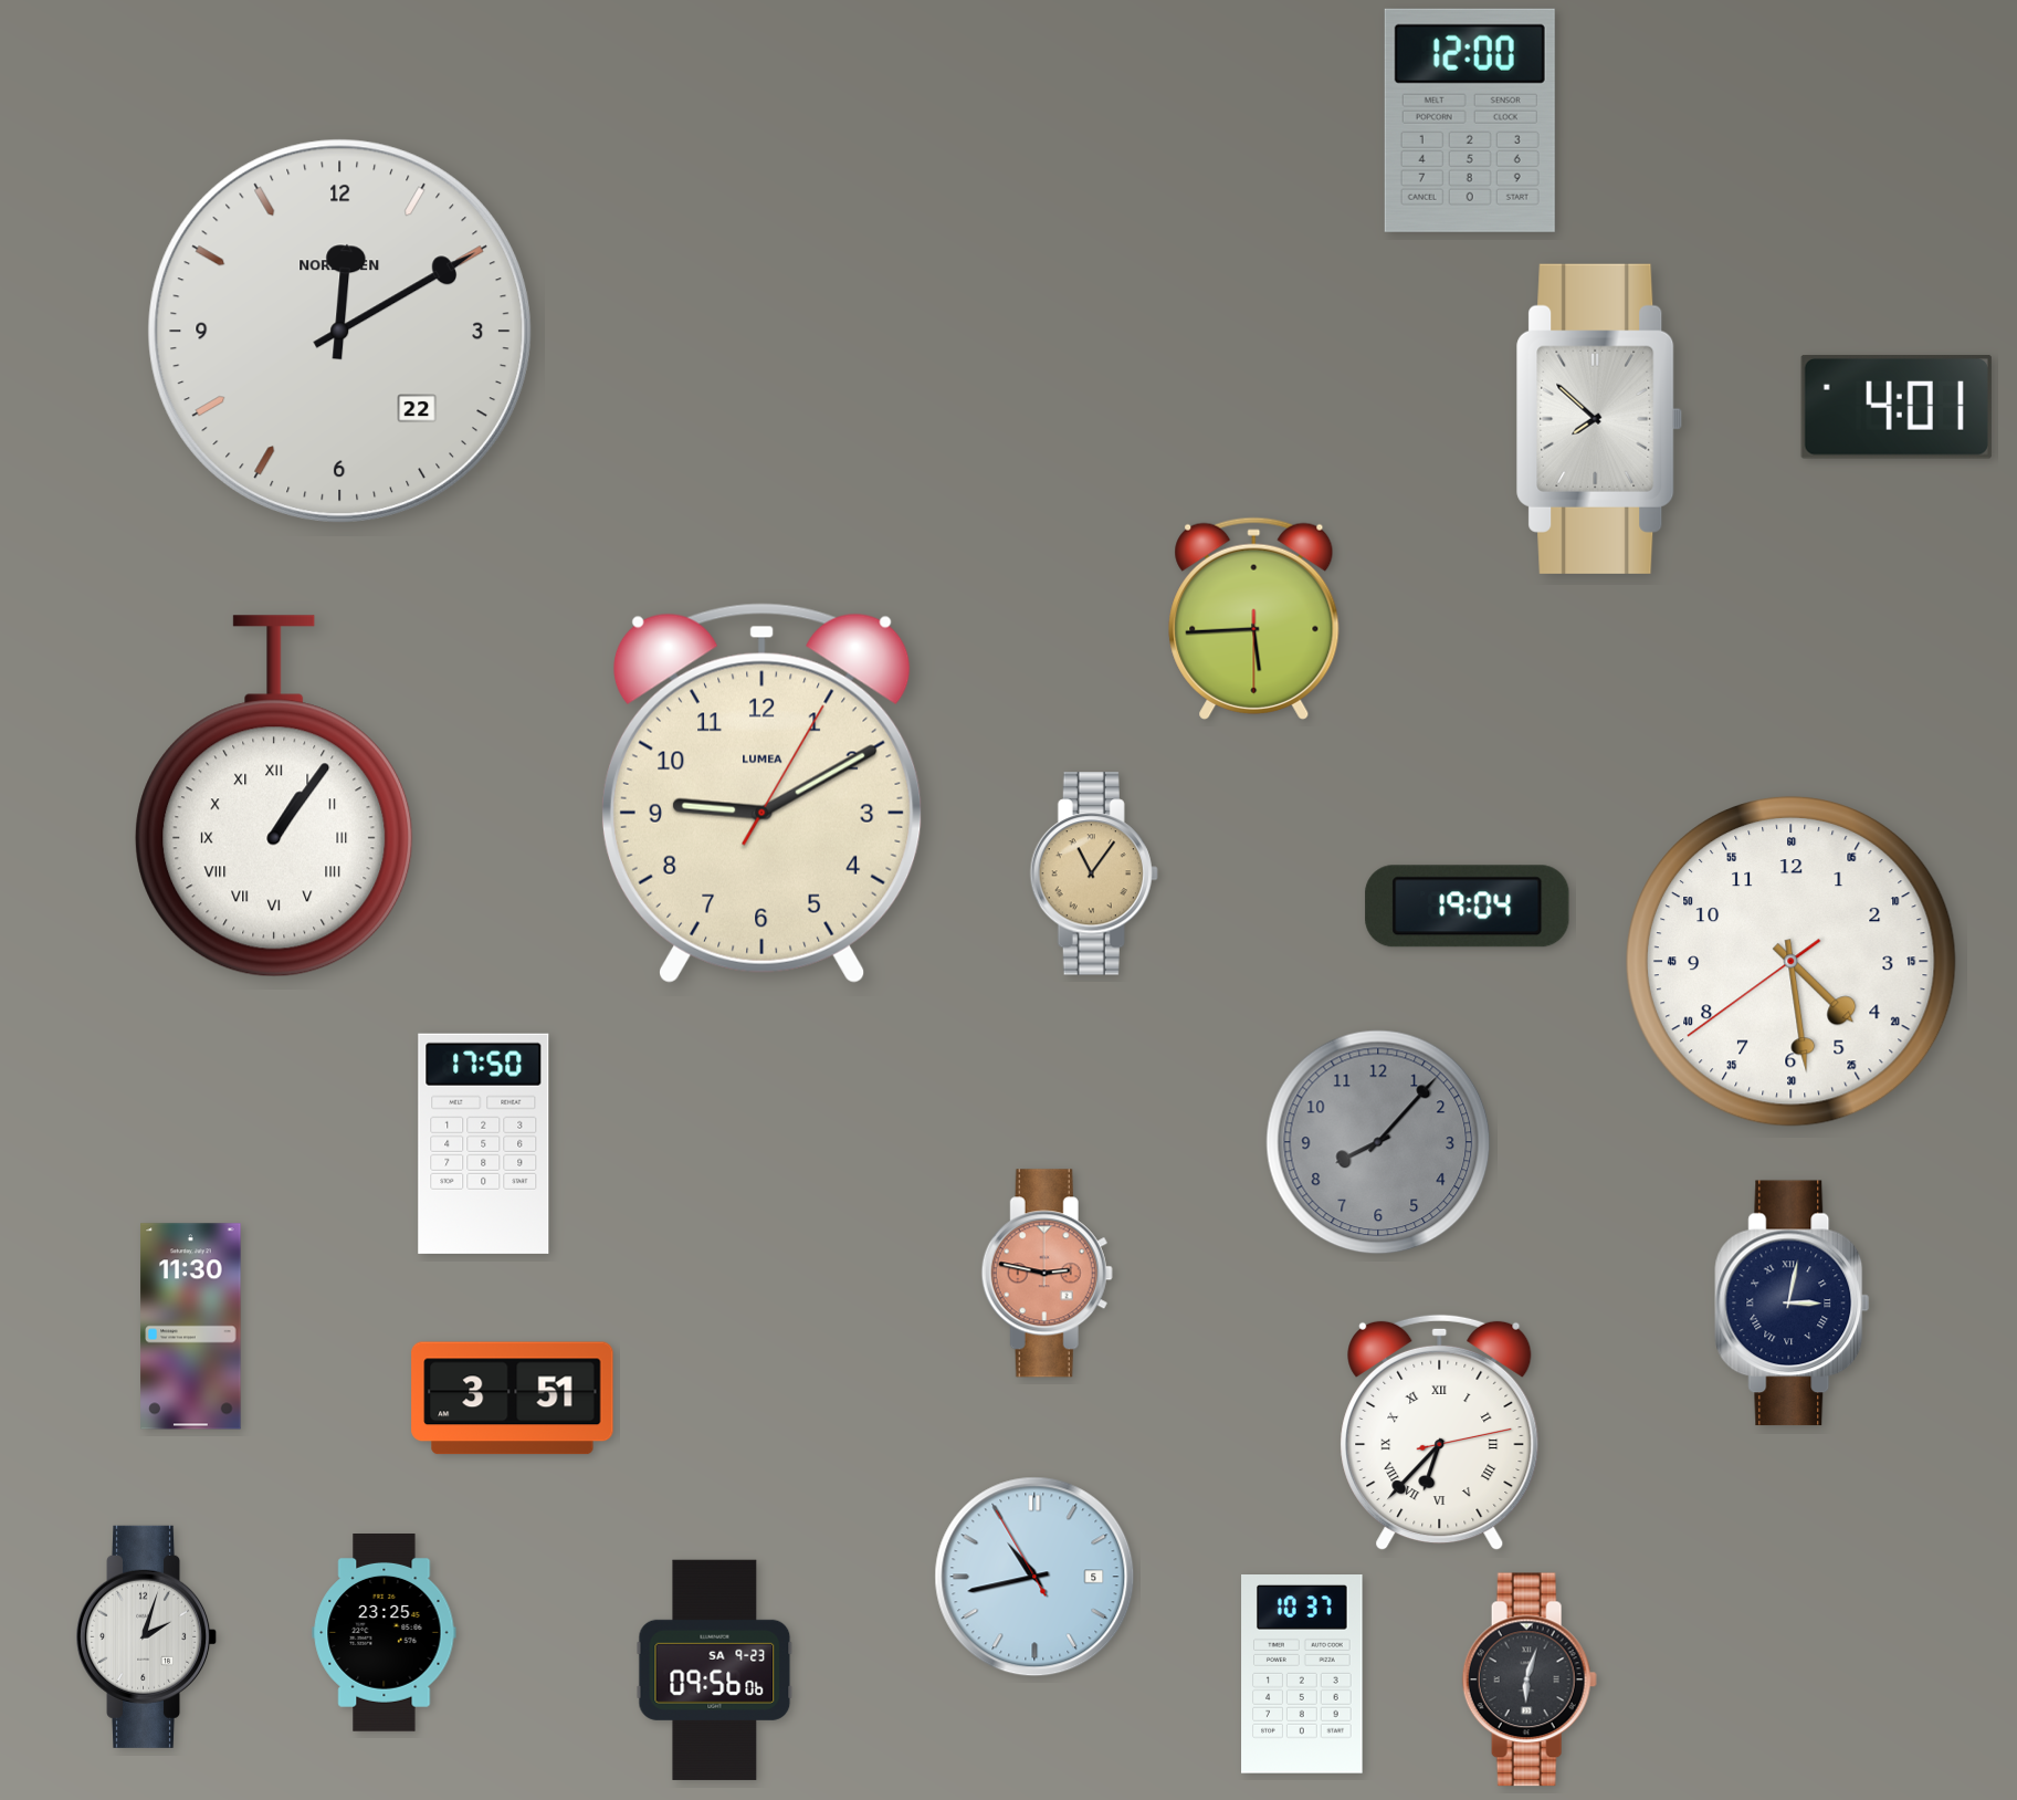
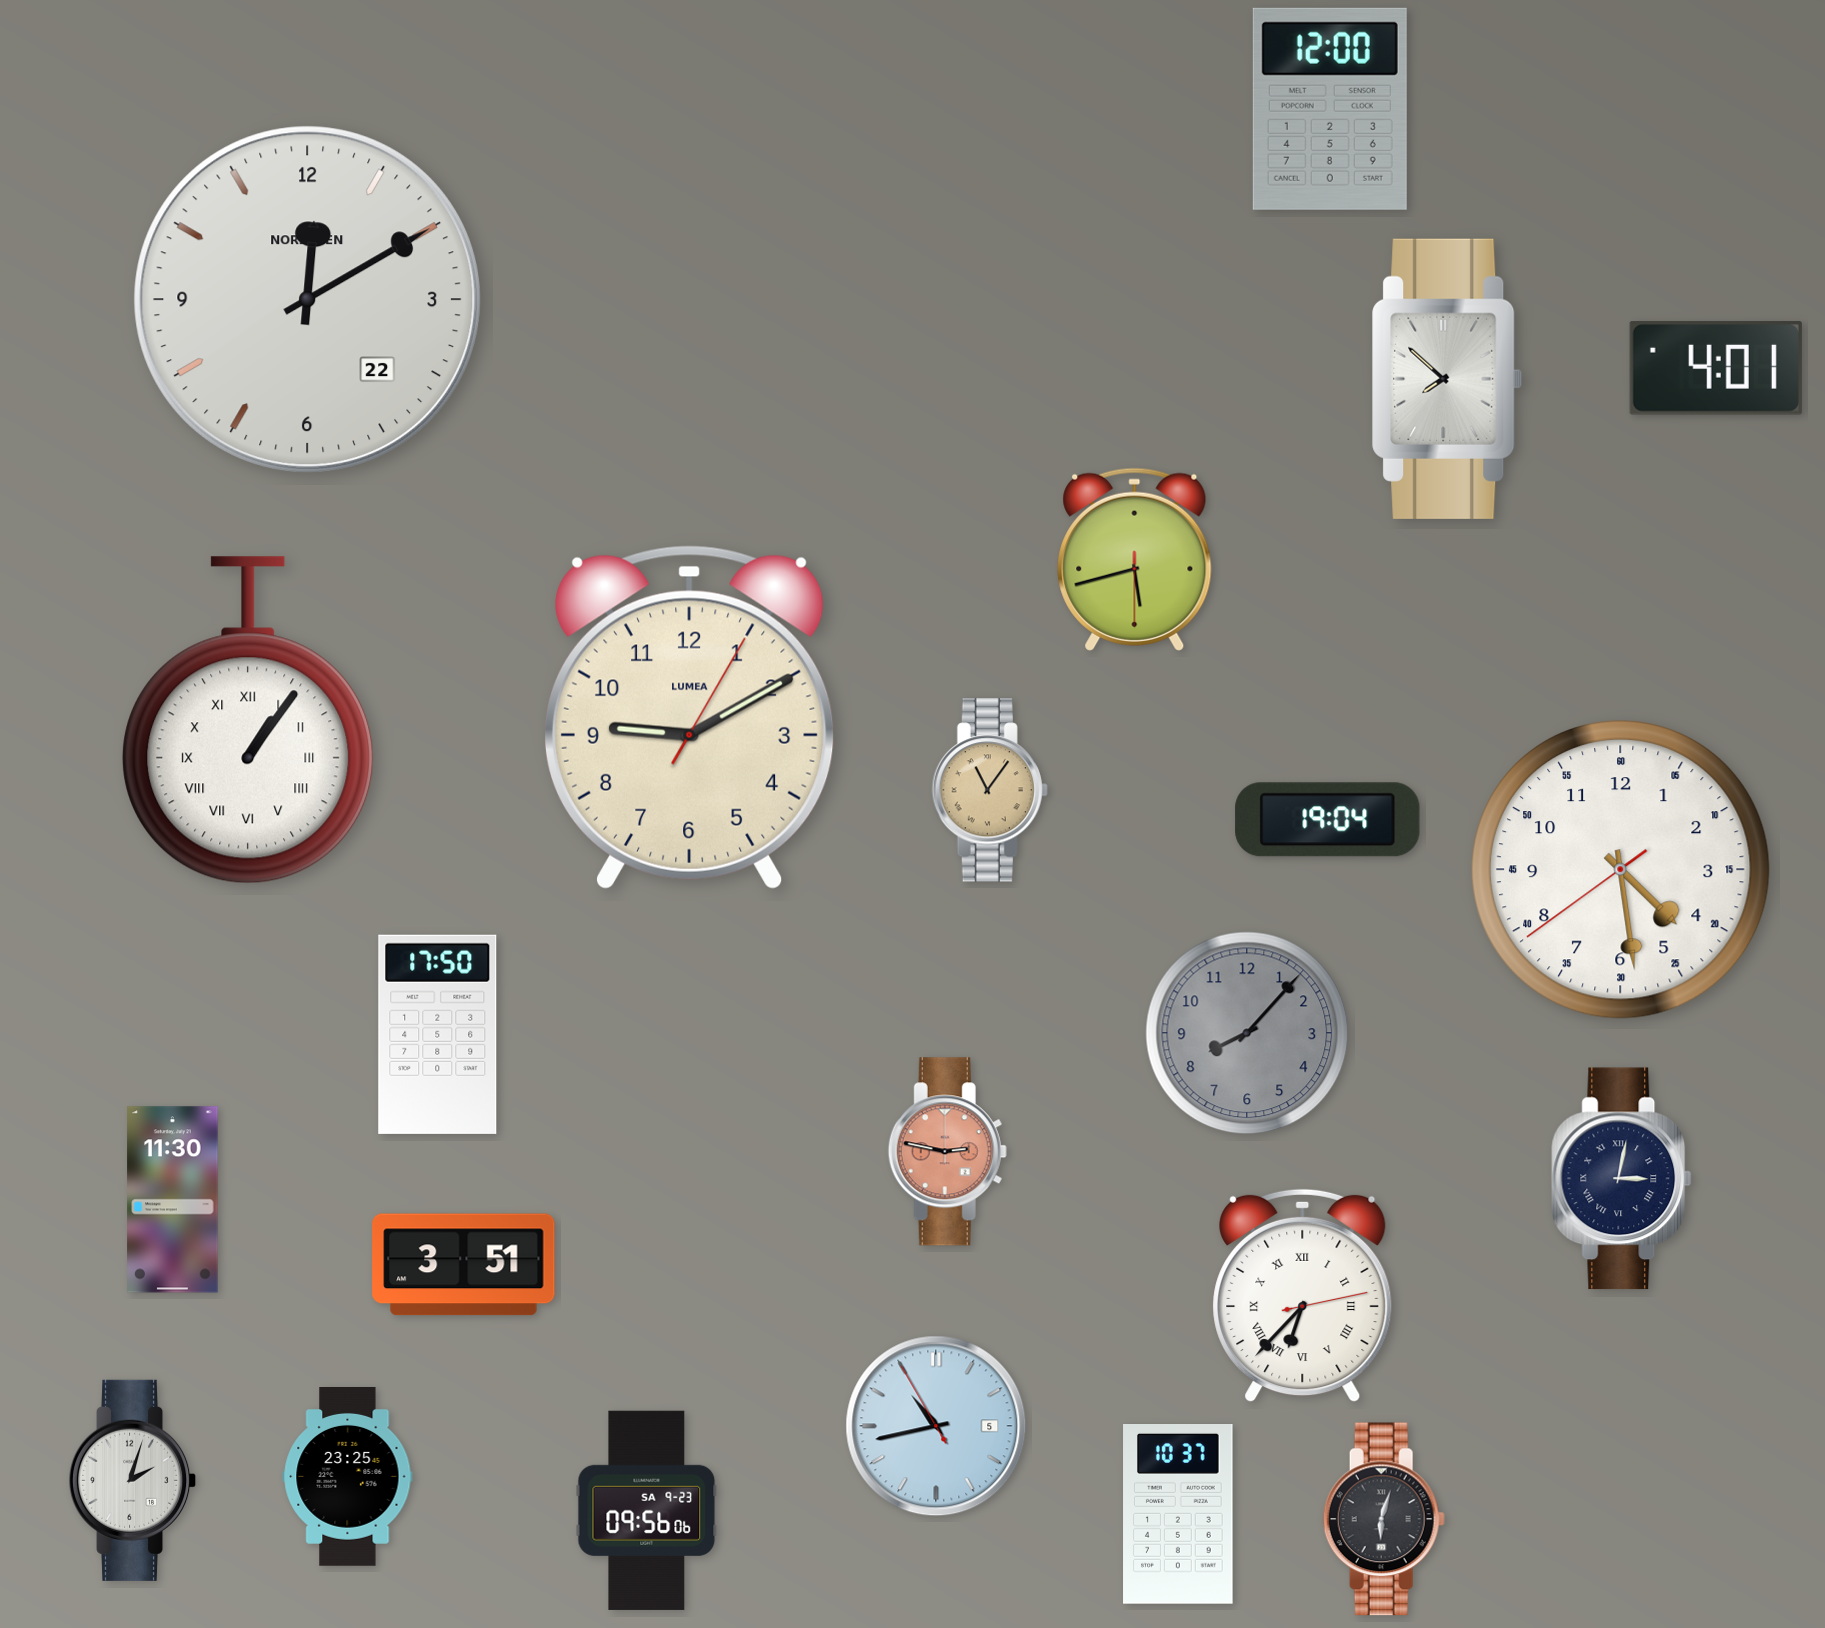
clock at (1254, 618): 5:44 -> 5:42
